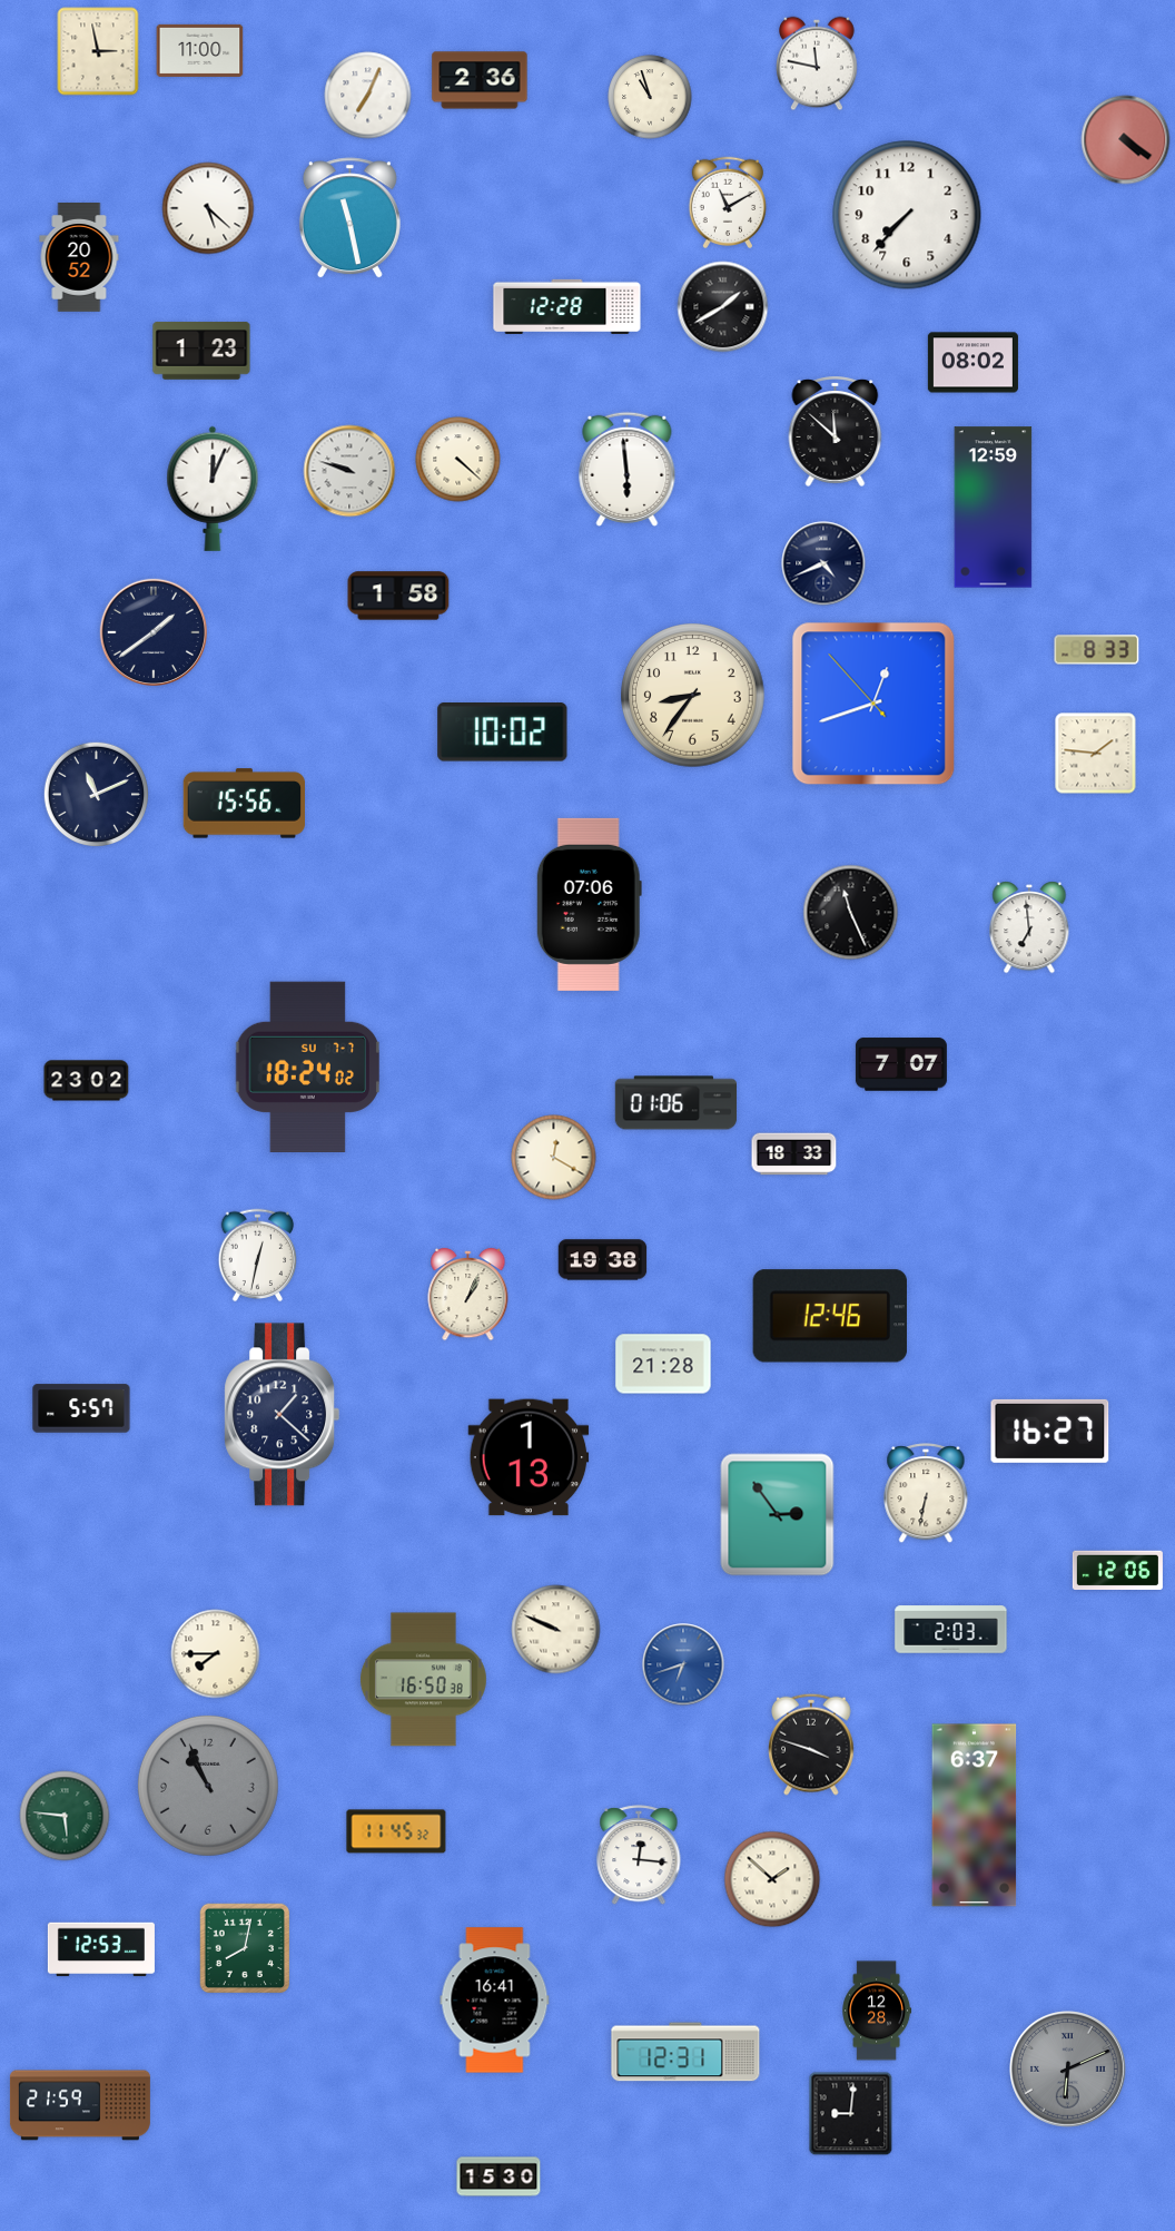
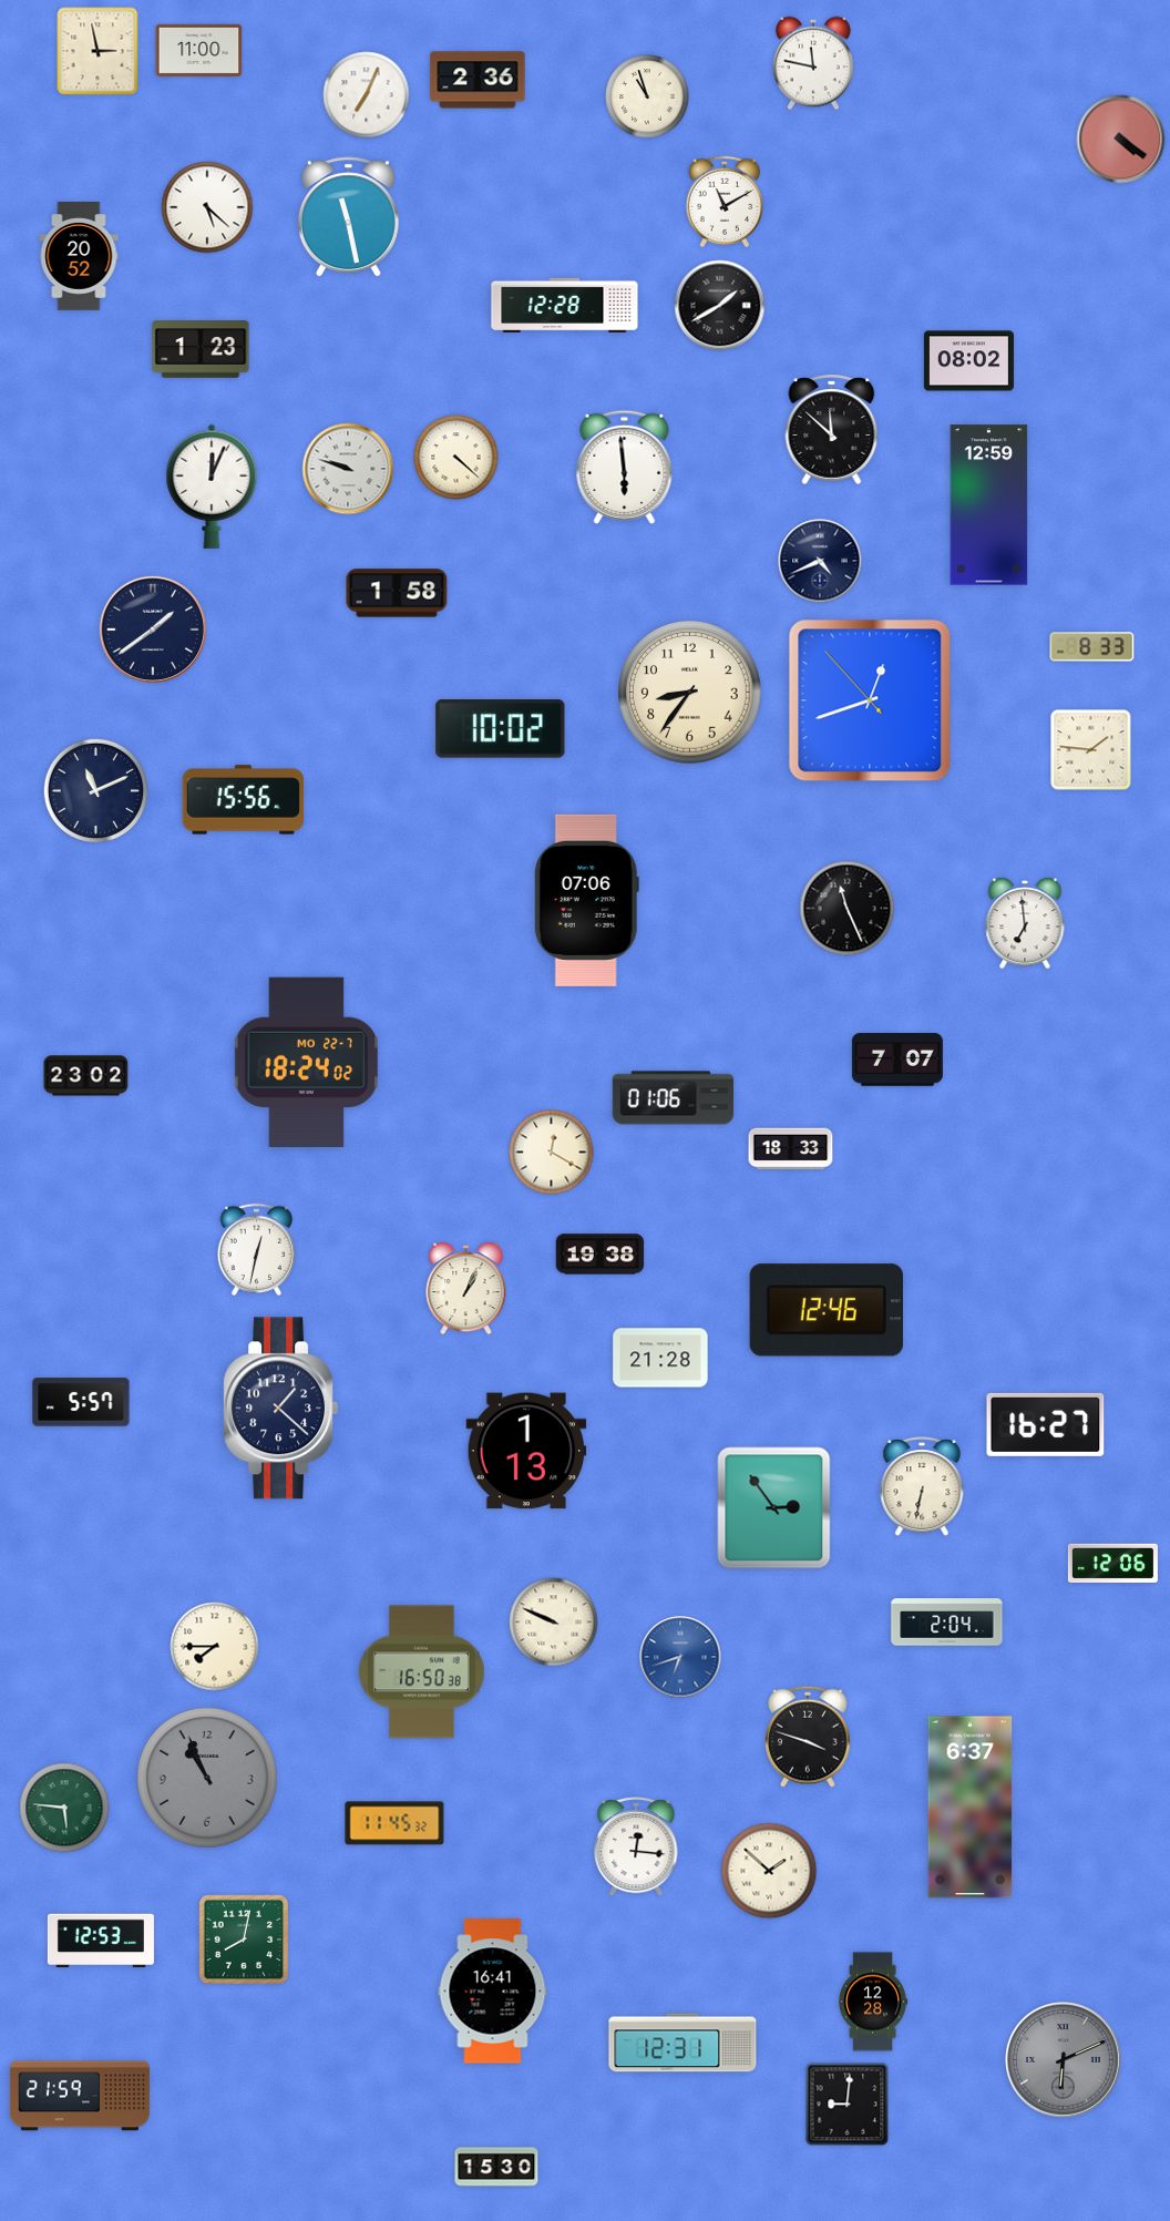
clock at (907, 215): 7:37 -> none
clock at (308, 1067) date: SU 7-7 -> MO 22-7
clock at (951, 1630): 2:03 -> 2:04
